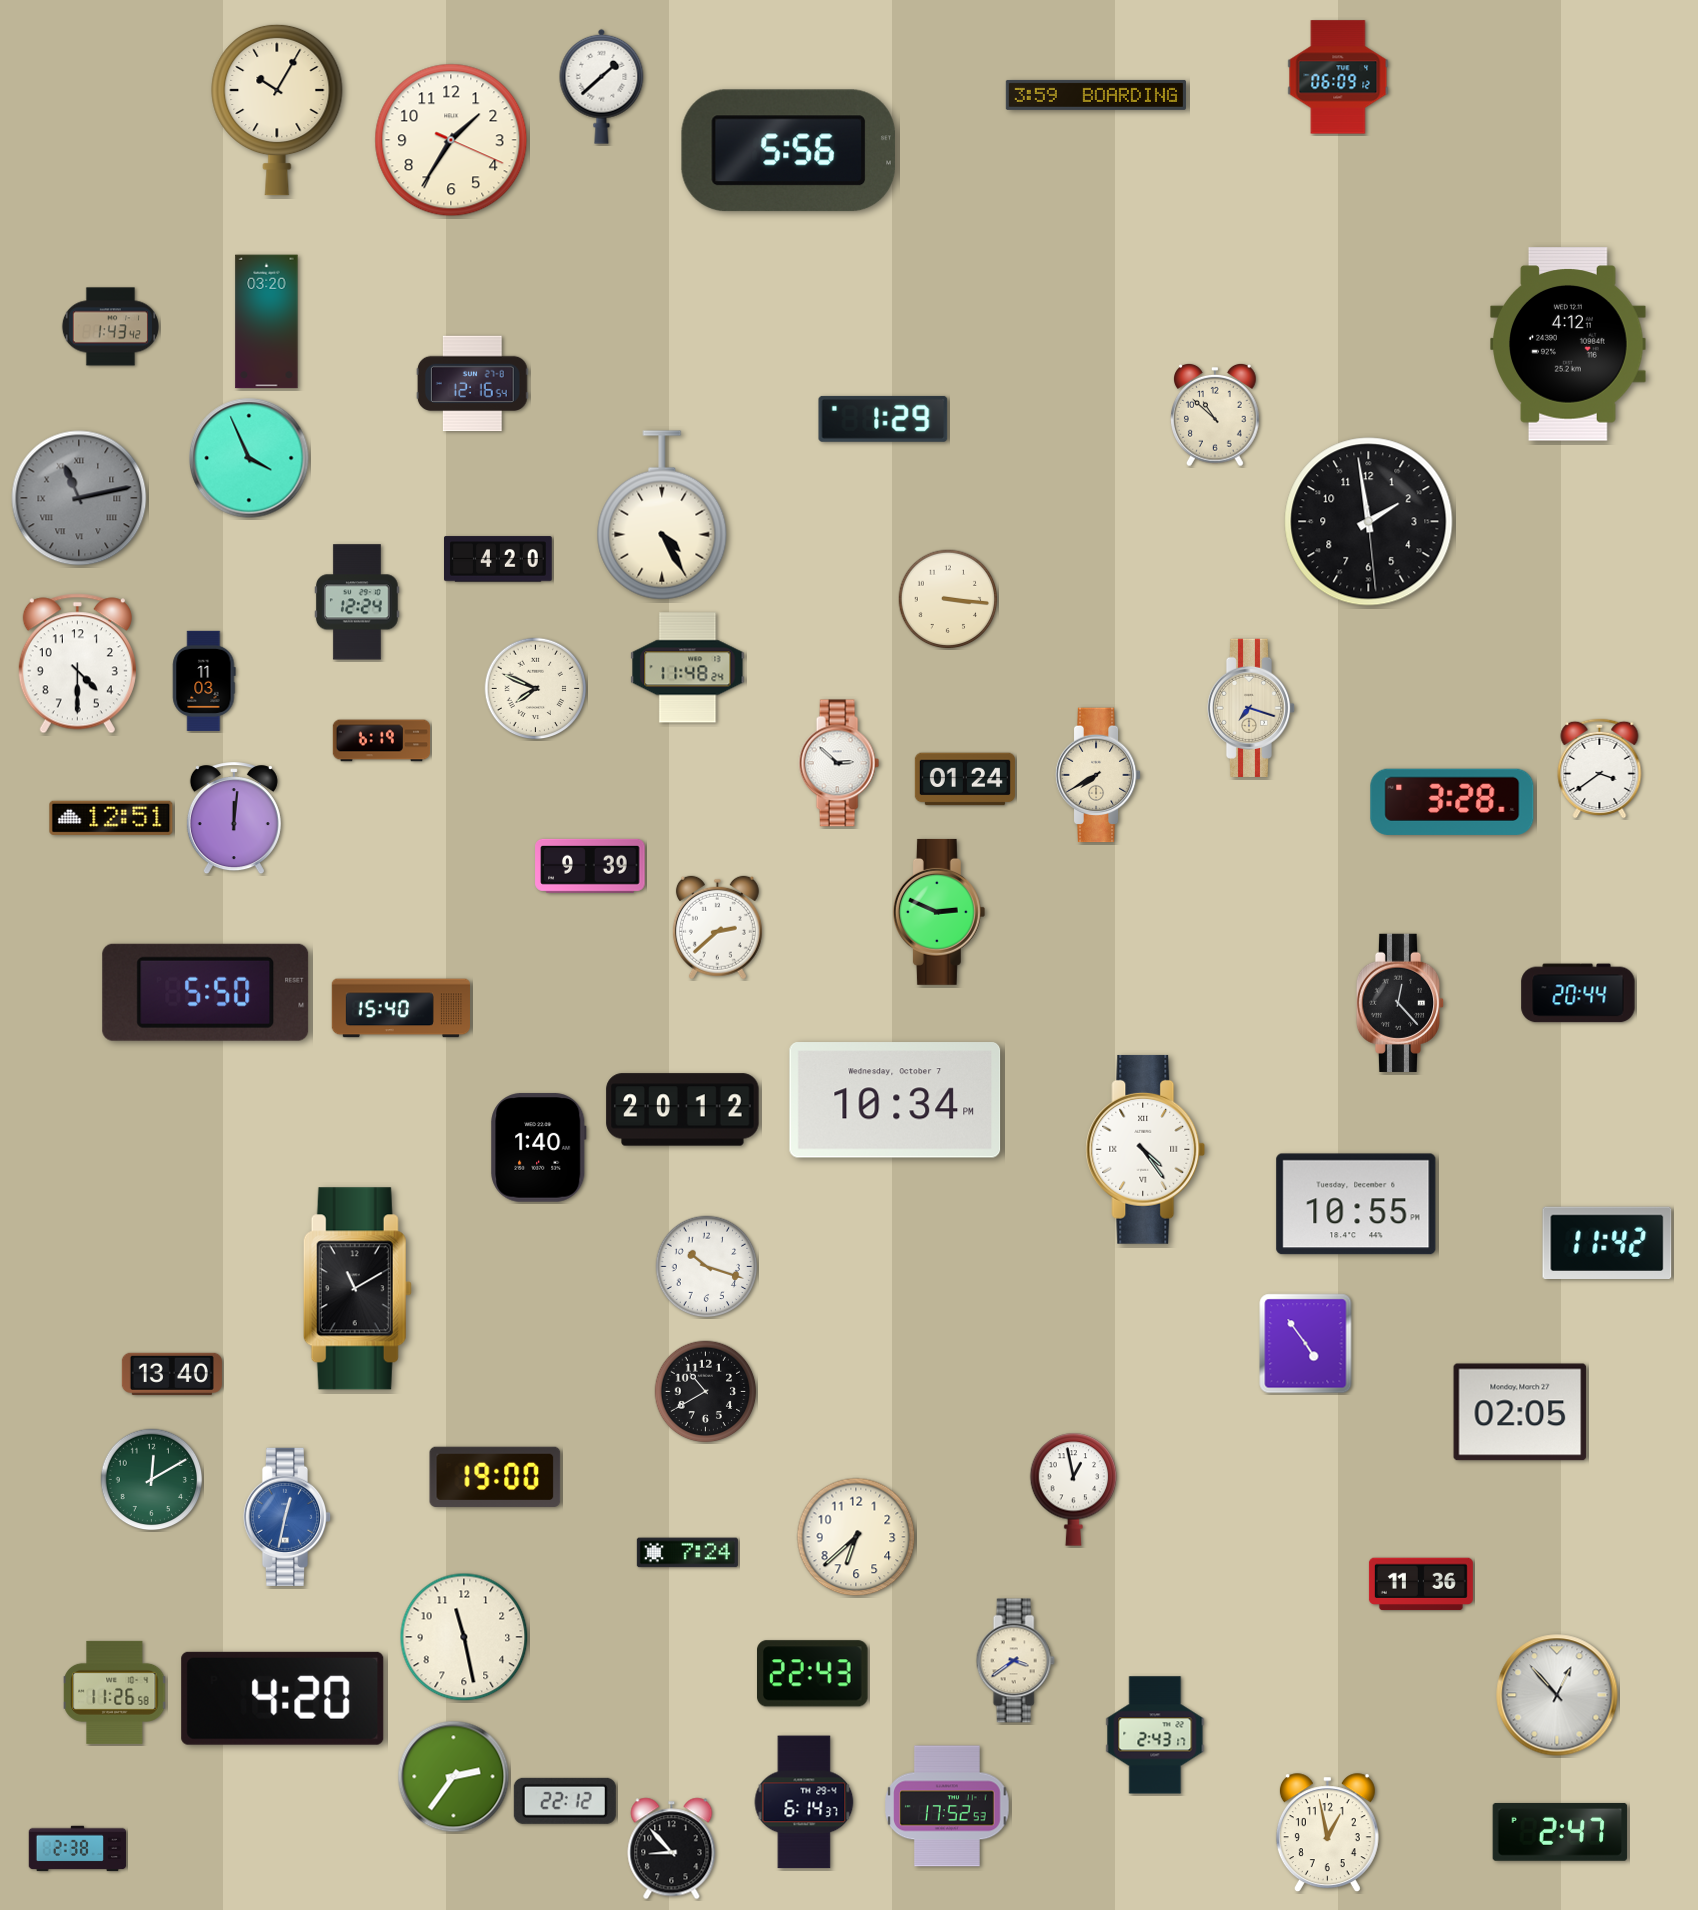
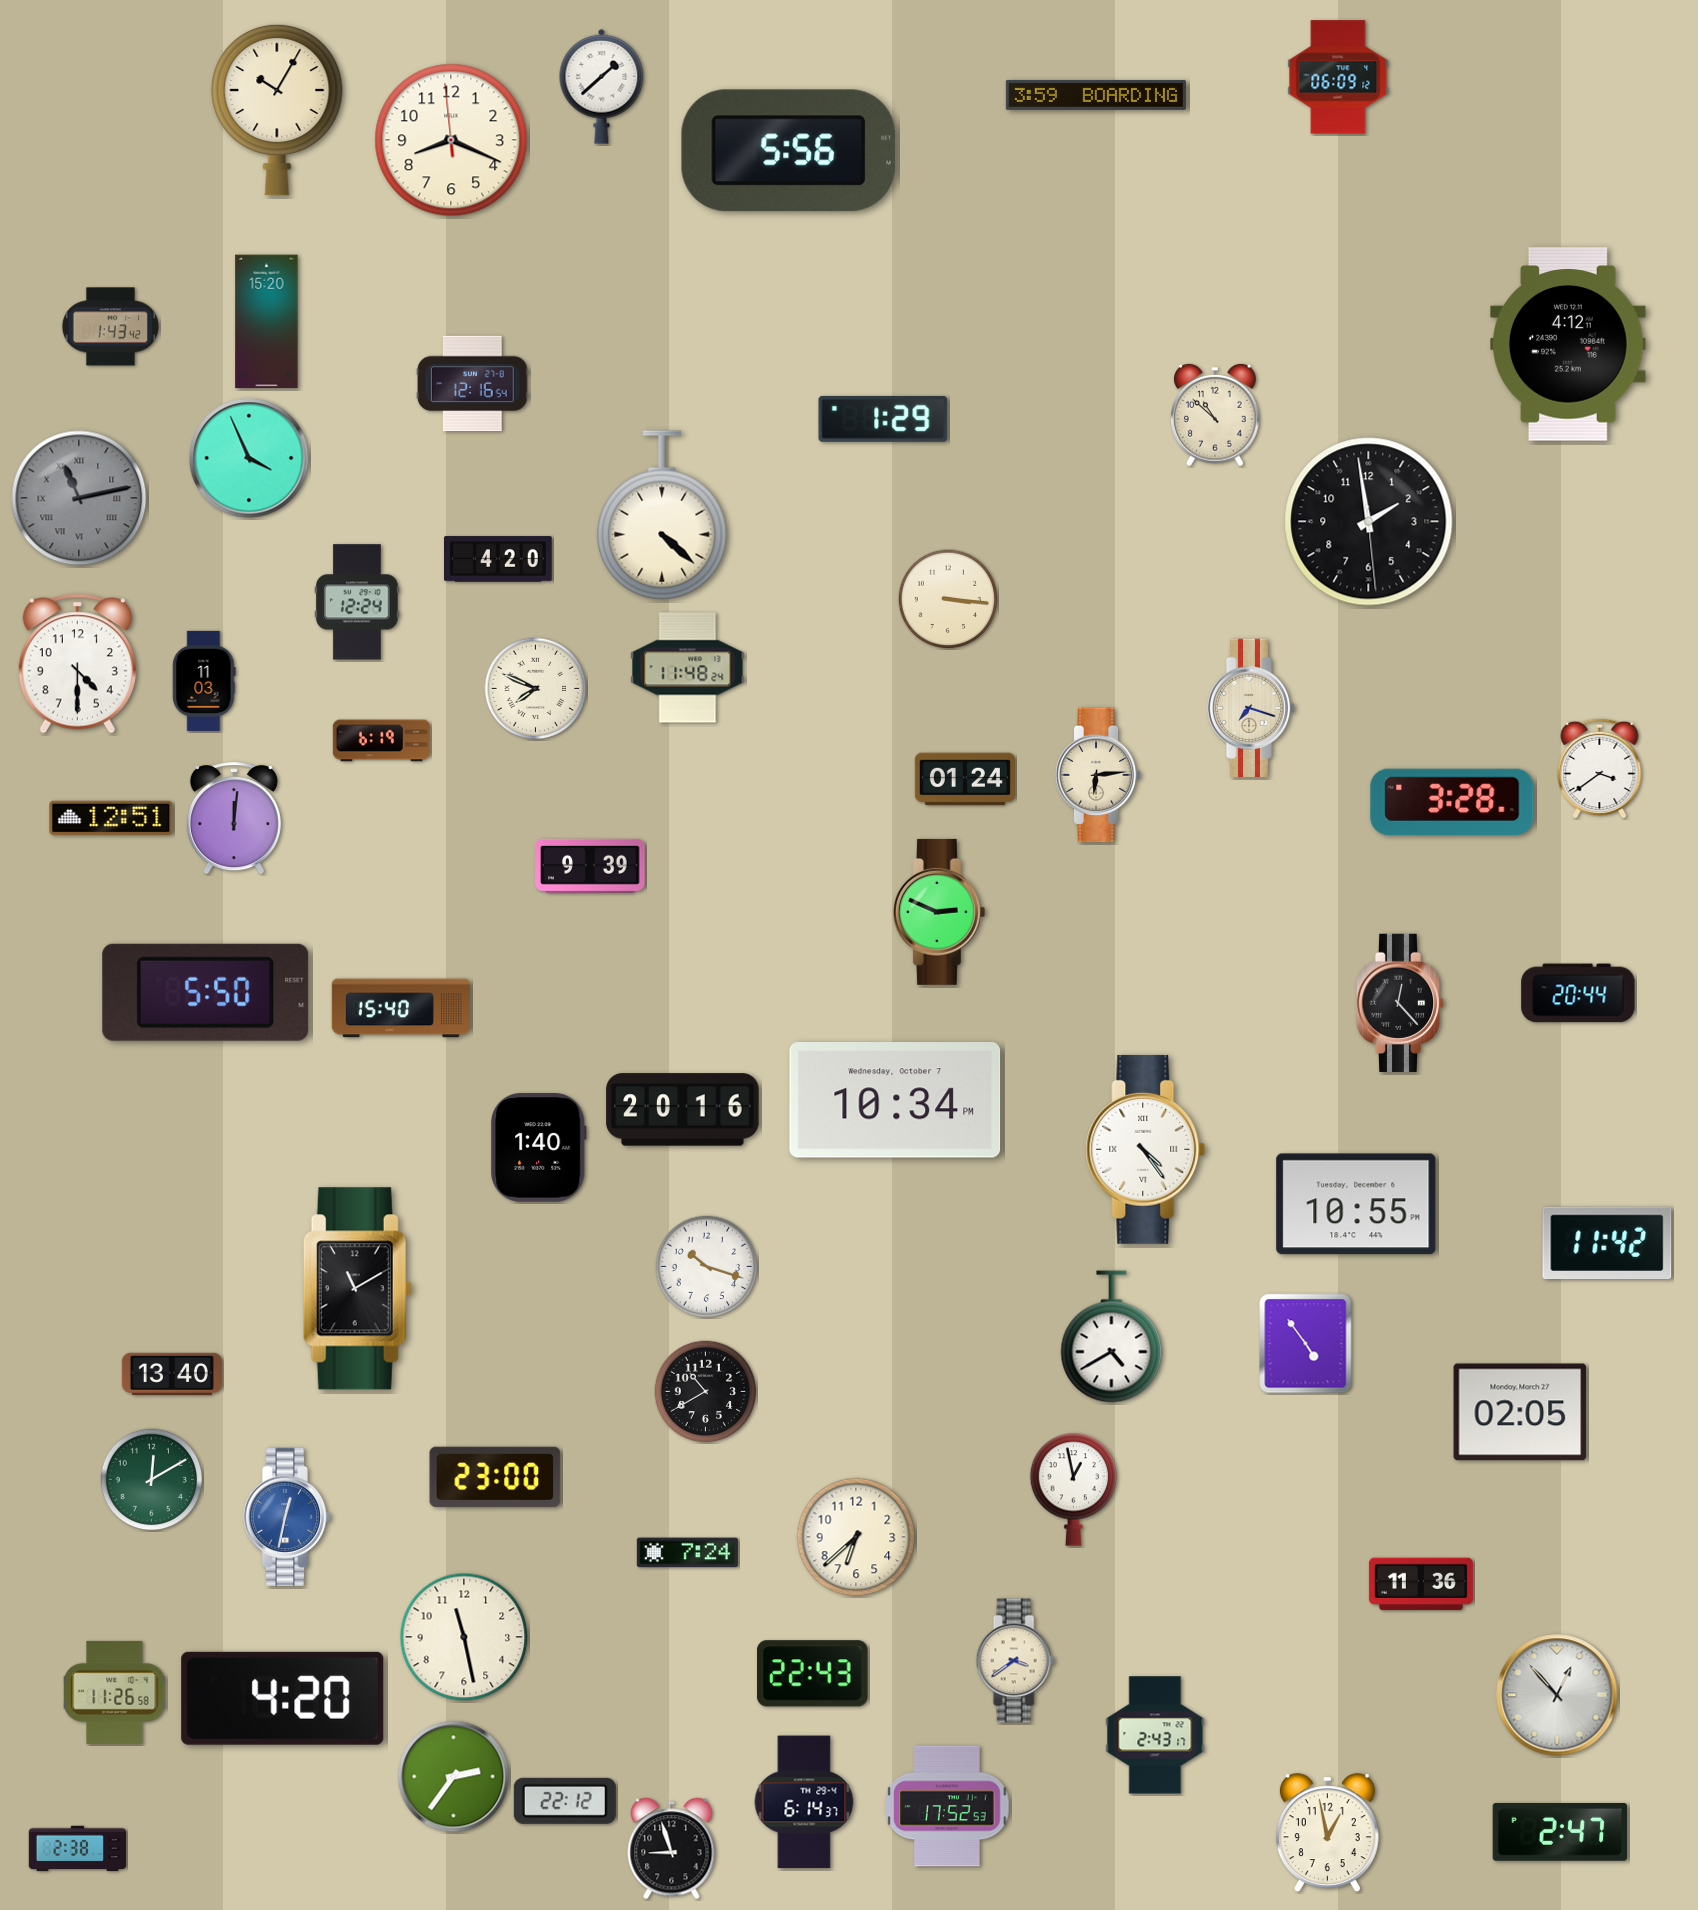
clock at (451, 140): 1:35 -> 8:18
clock at (267, 322): 03:20 -> 15:20
clock at (662, 515): 4:25 -> 4:22
clock at (839, 763): 2:52 -> none
clock at (1098, 775): 7:40 -> 6:14
clock at (717, 928): 2:38 -> none
clock at (683, 1110): 20:12 -> 20:16
clock at (1112, 1337): none -> 4:40
clock at (495, 1477): 19:00 -> 23:00
clock at (672, 1849): 8:53 -> 8:57
